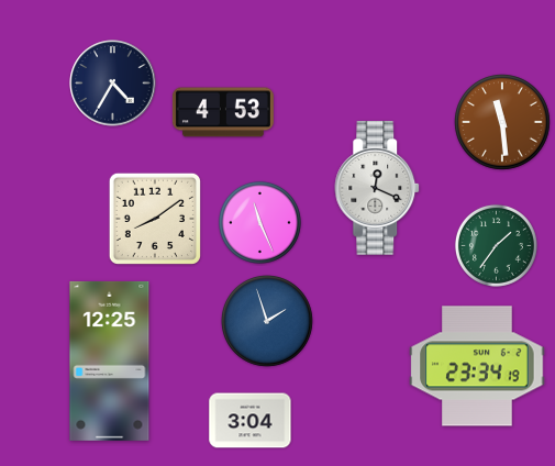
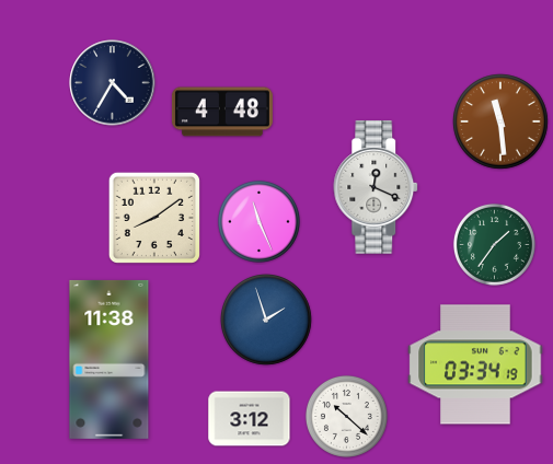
clock at (223, 112): 4:53 -> 4:48
clock at (110, 360): 12:25 -> 11:38
clock at (477, 366): 23:34 -> 03:34
clock at (346, 416): none -> 10:22
clock at (251, 421): 3:04 -> 3:12
